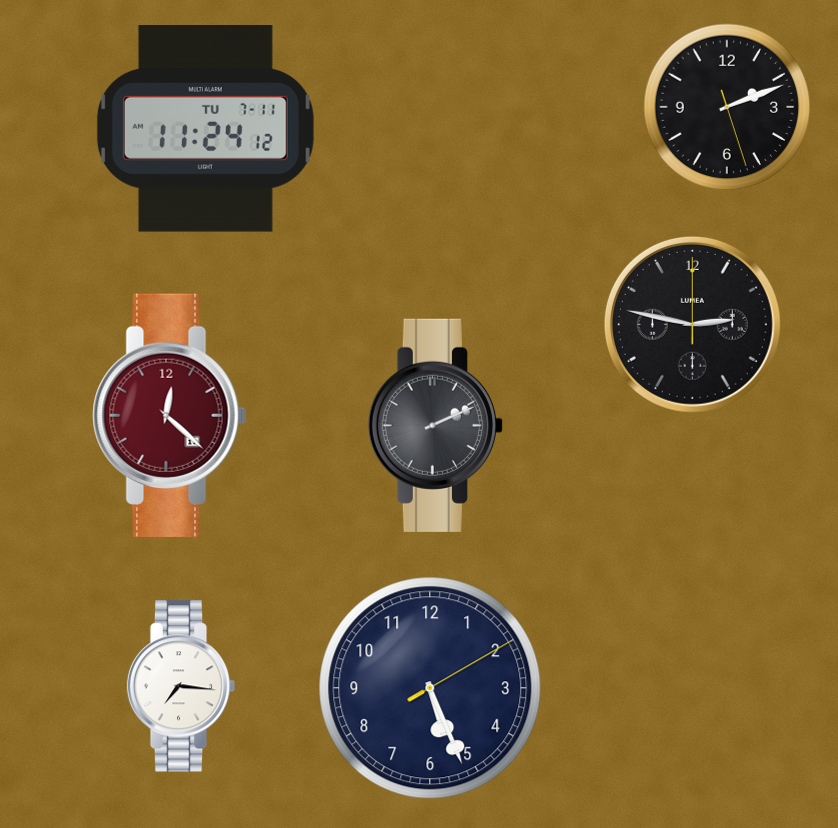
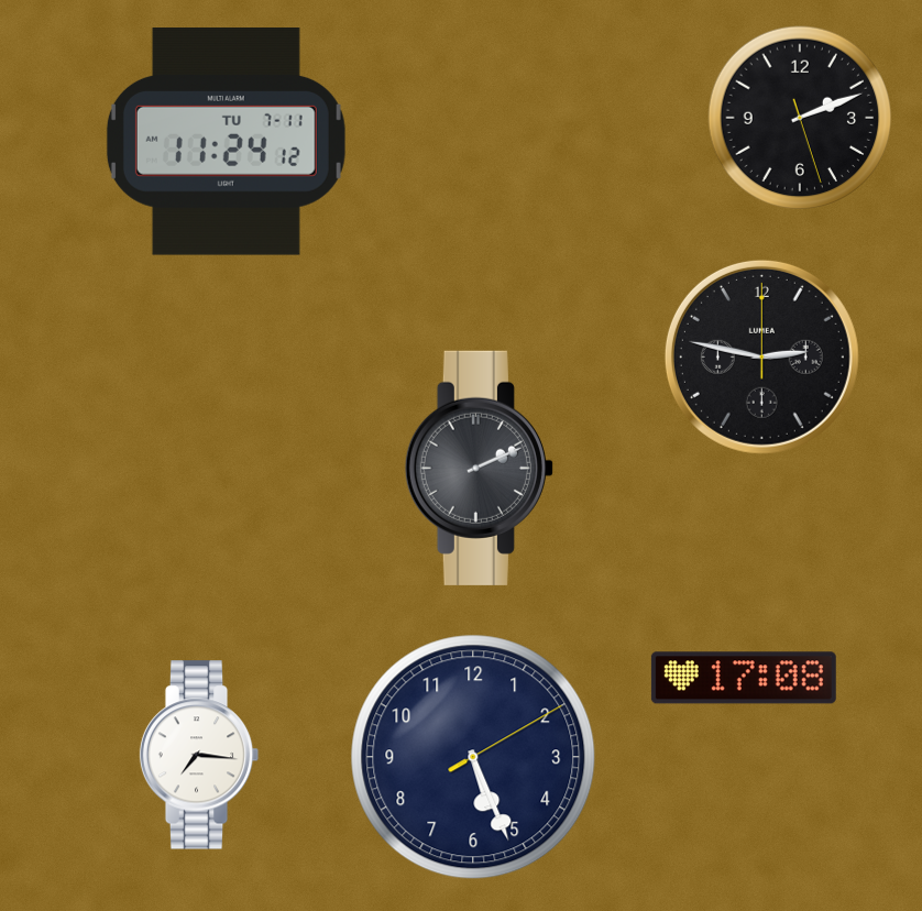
clock at (170, 415): 12:22 -> none
clock at (744, 678): none -> 17:08
